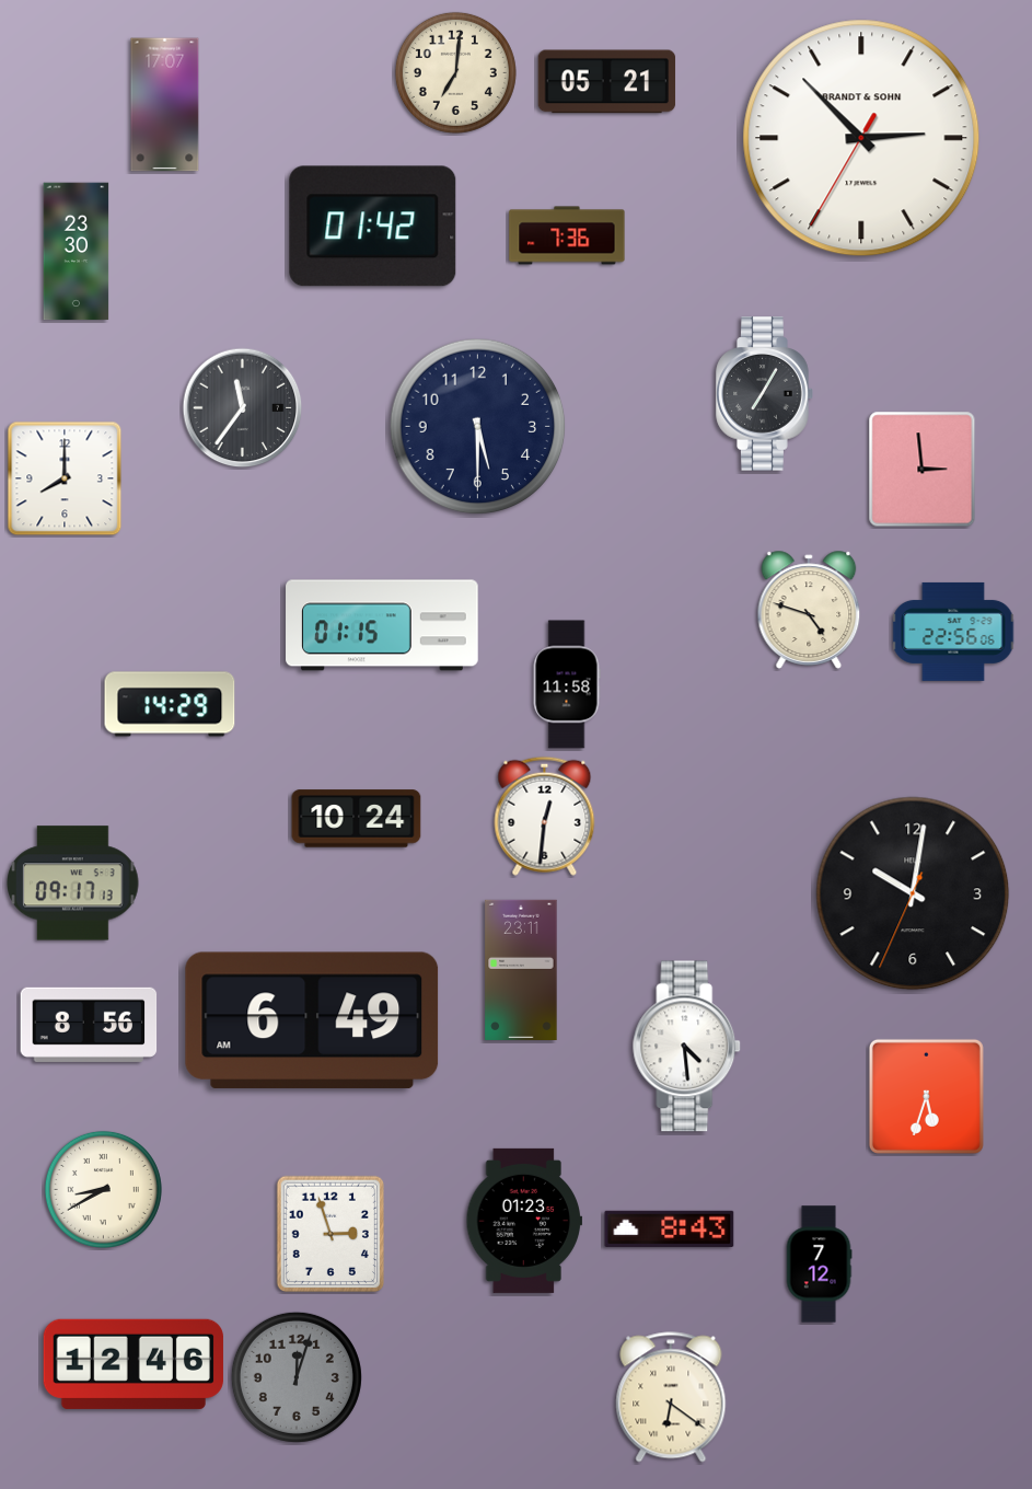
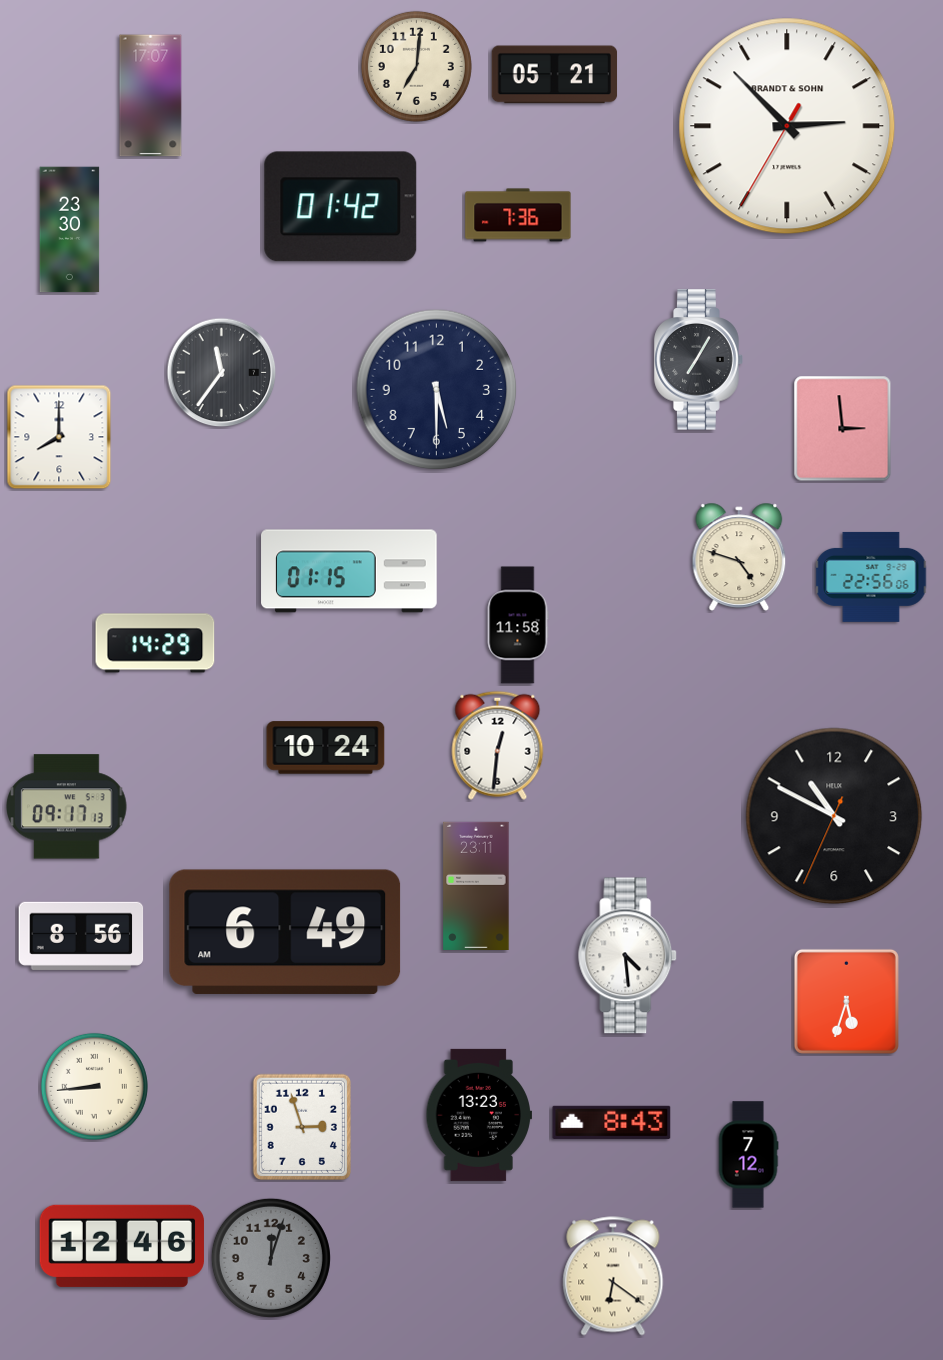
clock at (913, 893): 10:01 -> 10:49
clock at (103, 1189): 8:40 -> 8:44
clock at (523, 1221): 01:23 -> 13:23
